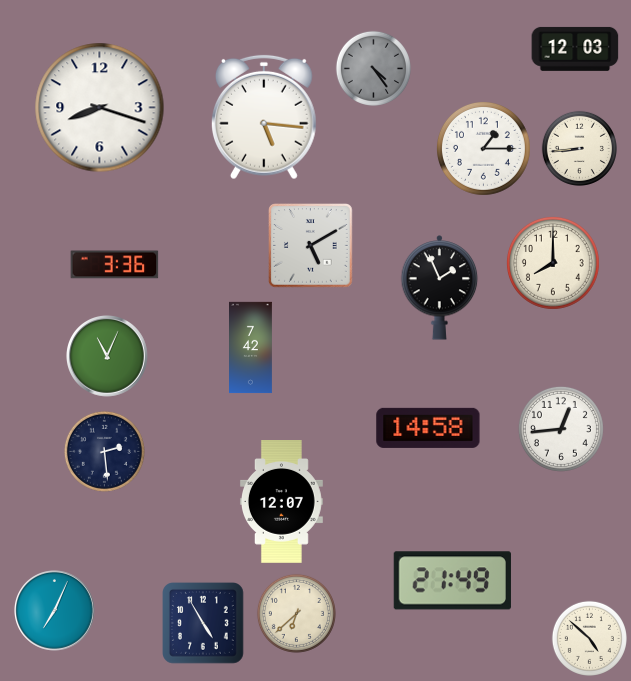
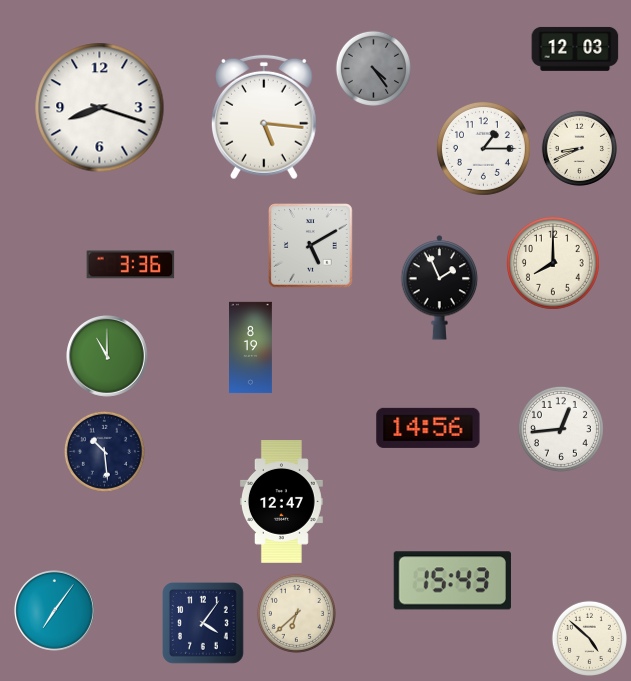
clock at (579, 148): 8:44 -> 8:41
clock at (115, 265) position: (115, 265) -> (131, 265)
clock at (251, 348): 7:42 -> 8:19
clock at (108, 357): 11:04 -> 11:00
clock at (428, 428): 14:58 -> 14:56
clock at (104, 451): 2:29 -> 10:29
clock at (281, 502): 12:07 -> 12:47
clock at (452, 581): 21:49 -> 15:43
clock at (55, 611): 7:04 -> 7:06
clock at (204, 624): 4:55 -> 4:06
